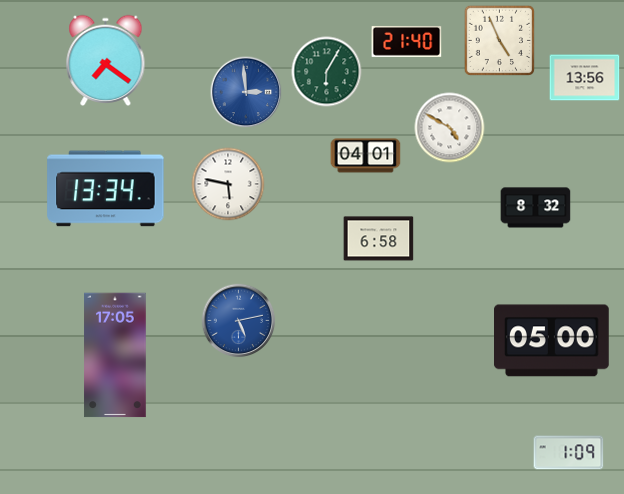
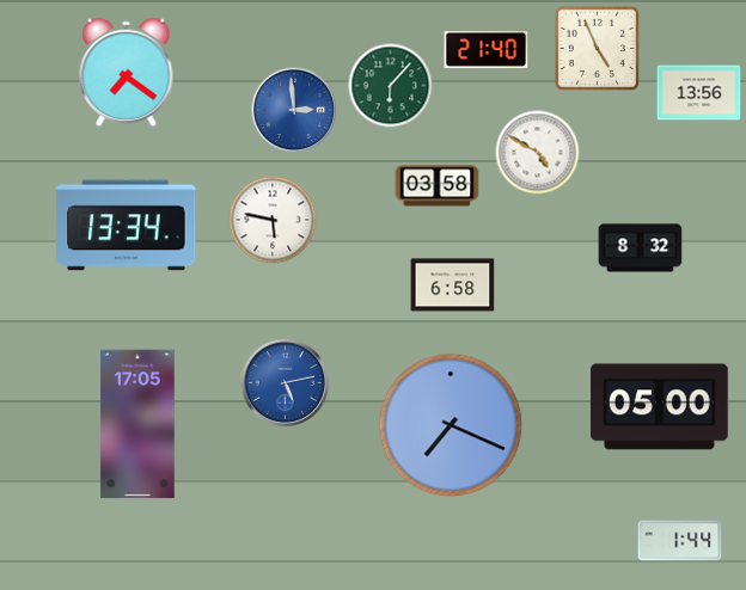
clock at (327, 72): 6:05 -> 6:07
clock at (366, 156): 04:01 -> 03:58
clock at (451, 425): none -> 7:19
clock at (569, 453): 1:09 -> 1:44
